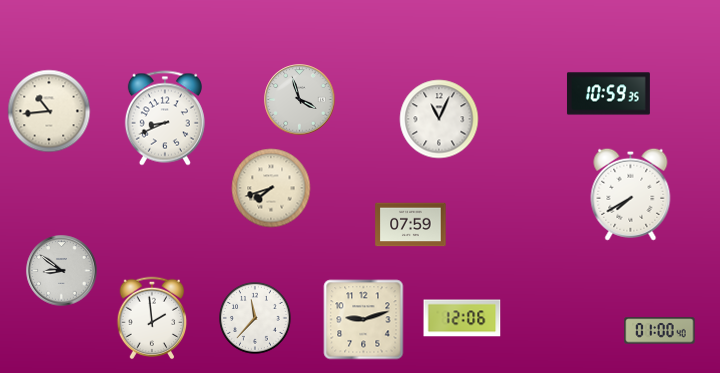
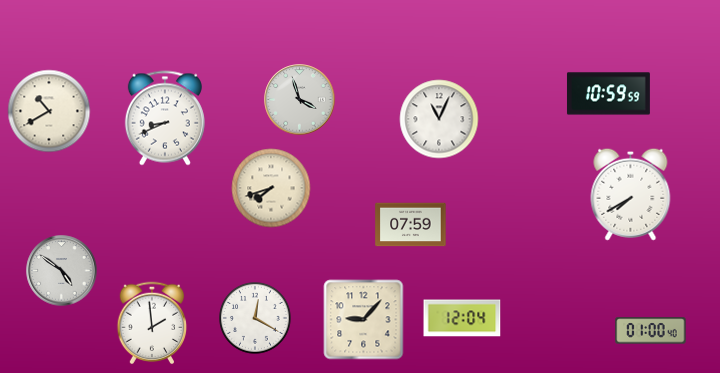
clock at (608, 94): 10:59:35 -> 10:59:59
clock at (49, 111): 10:44 -> 10:40
clock at (62, 271): 8:51 -> 4:51
clock at (152, 318) position: (152, 318) -> (152, 323)
clock at (462, 318): 12:06 -> 12:04
clock at (256, 319): 11:37 -> 12:20
clock at (364, 320): 9:12 -> 9:07
clock at (660, 331) position: (660, 331) -> (651, 331)
